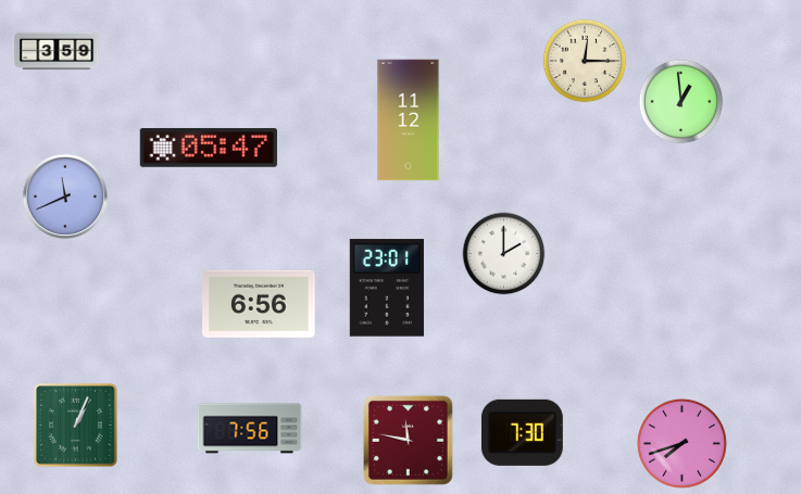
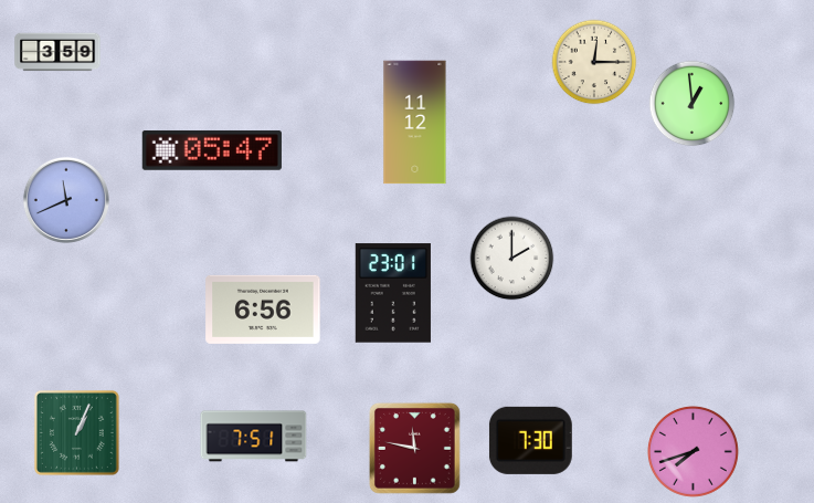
clock at (250, 429): 7:56 -> 7:51
